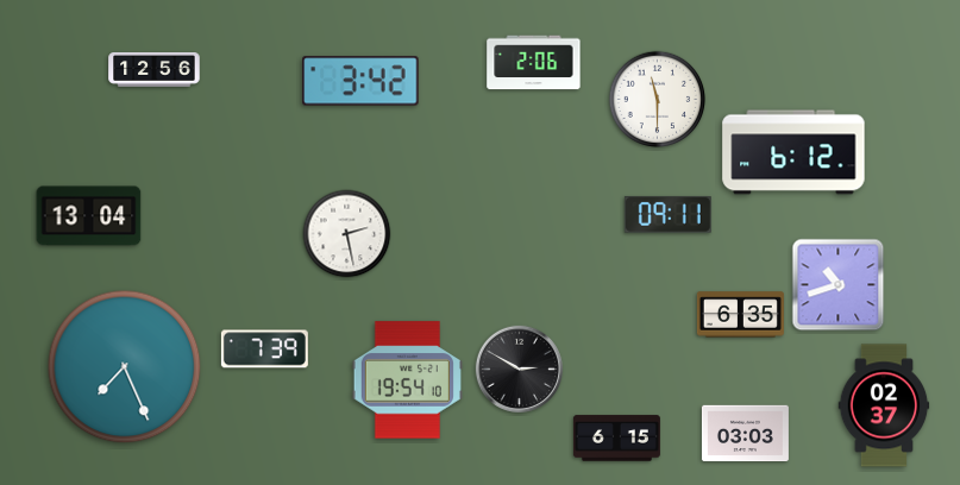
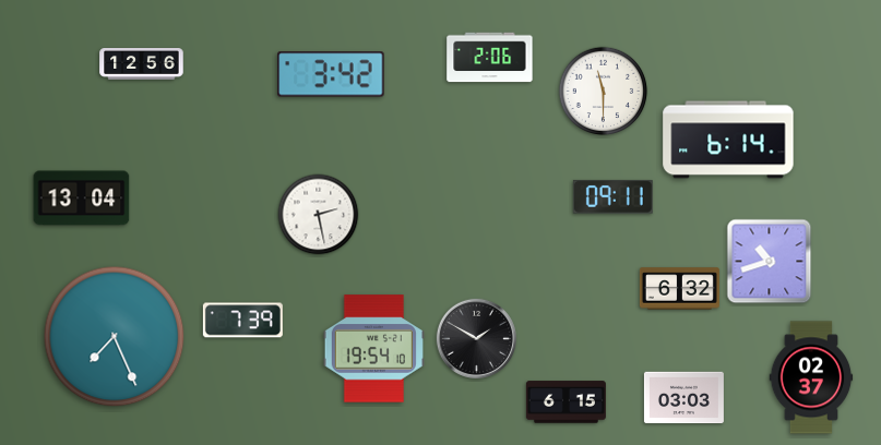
clock at (793, 152): 6:12 -> 6:14
clock at (740, 315): 6:35 -> 6:32
clock at (519, 369): 2:50 -> 1:50
clock at (884, 405) position: (884, 405) -> (811, 377)
